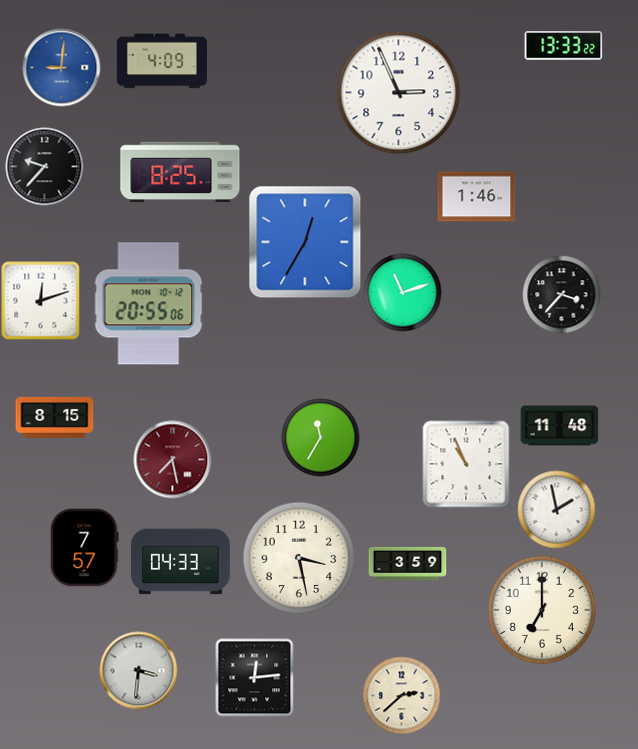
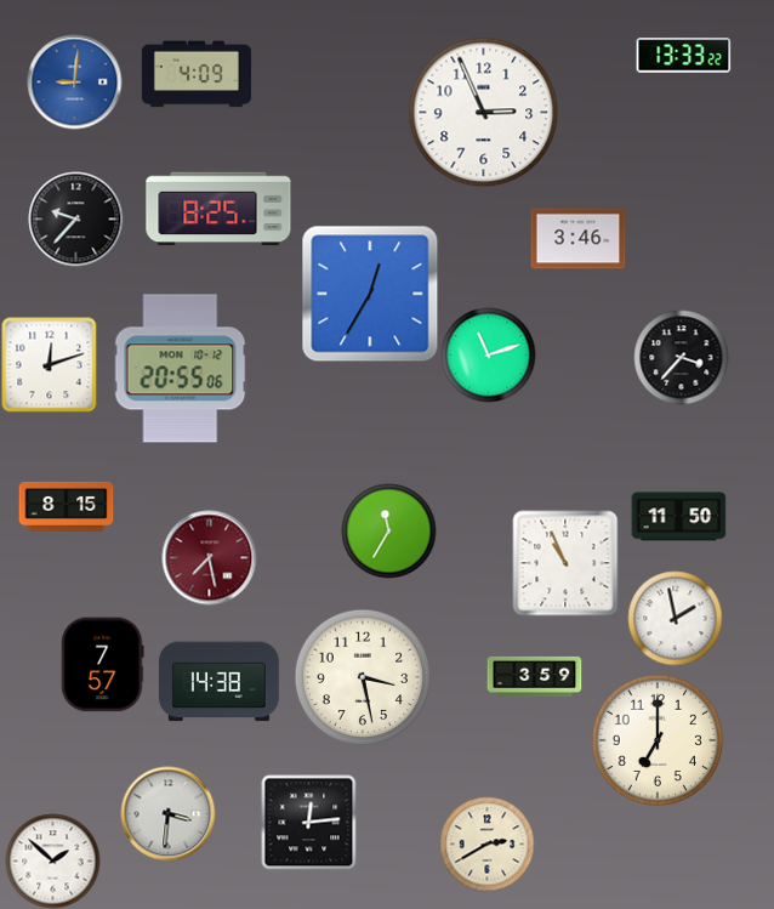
clock at (44, 166) position: (44, 166) -> (75, 218)
clock at (476, 197): 1:46 -> 3:46
clock at (559, 426): 11:48 -> 11:50
clock at (181, 562): 04:33 -> 14:38
clock at (407, 563) position: (407, 563) -> (534, 676)
clock at (401, 695): 2:38 -> 2:40
clock at (52, 860): none -> 1:52
